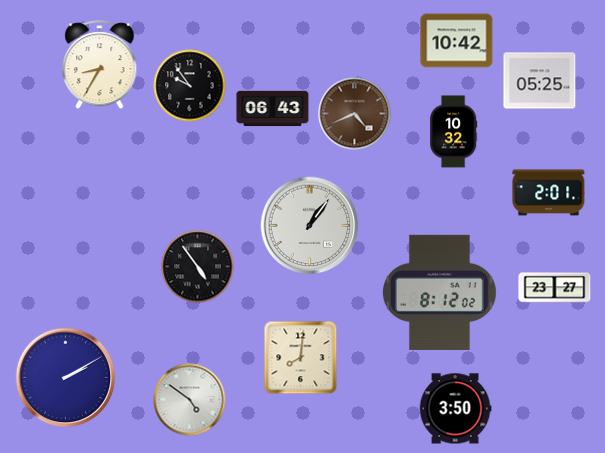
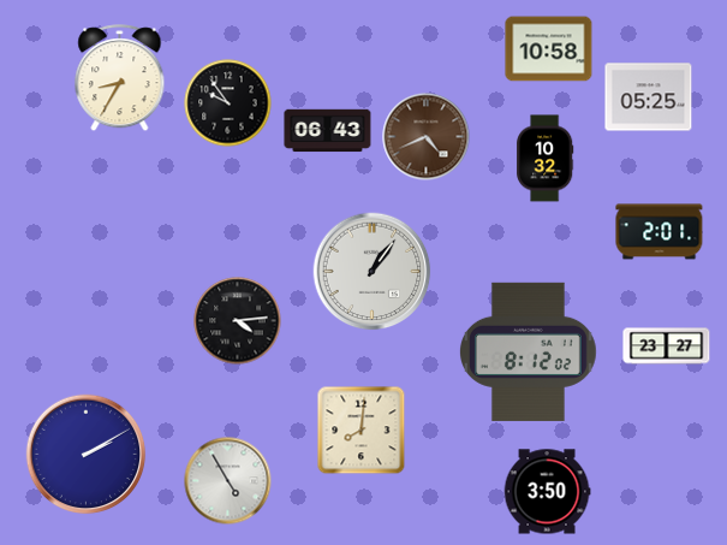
clock at (457, 41): 10:42 -> 10:58
clock at (198, 267): 4:54 -> 4:14
clock at (66, 378) position: (66, 378) -> (87, 455)
clock at (190, 400): 4:51 -> 4:55
